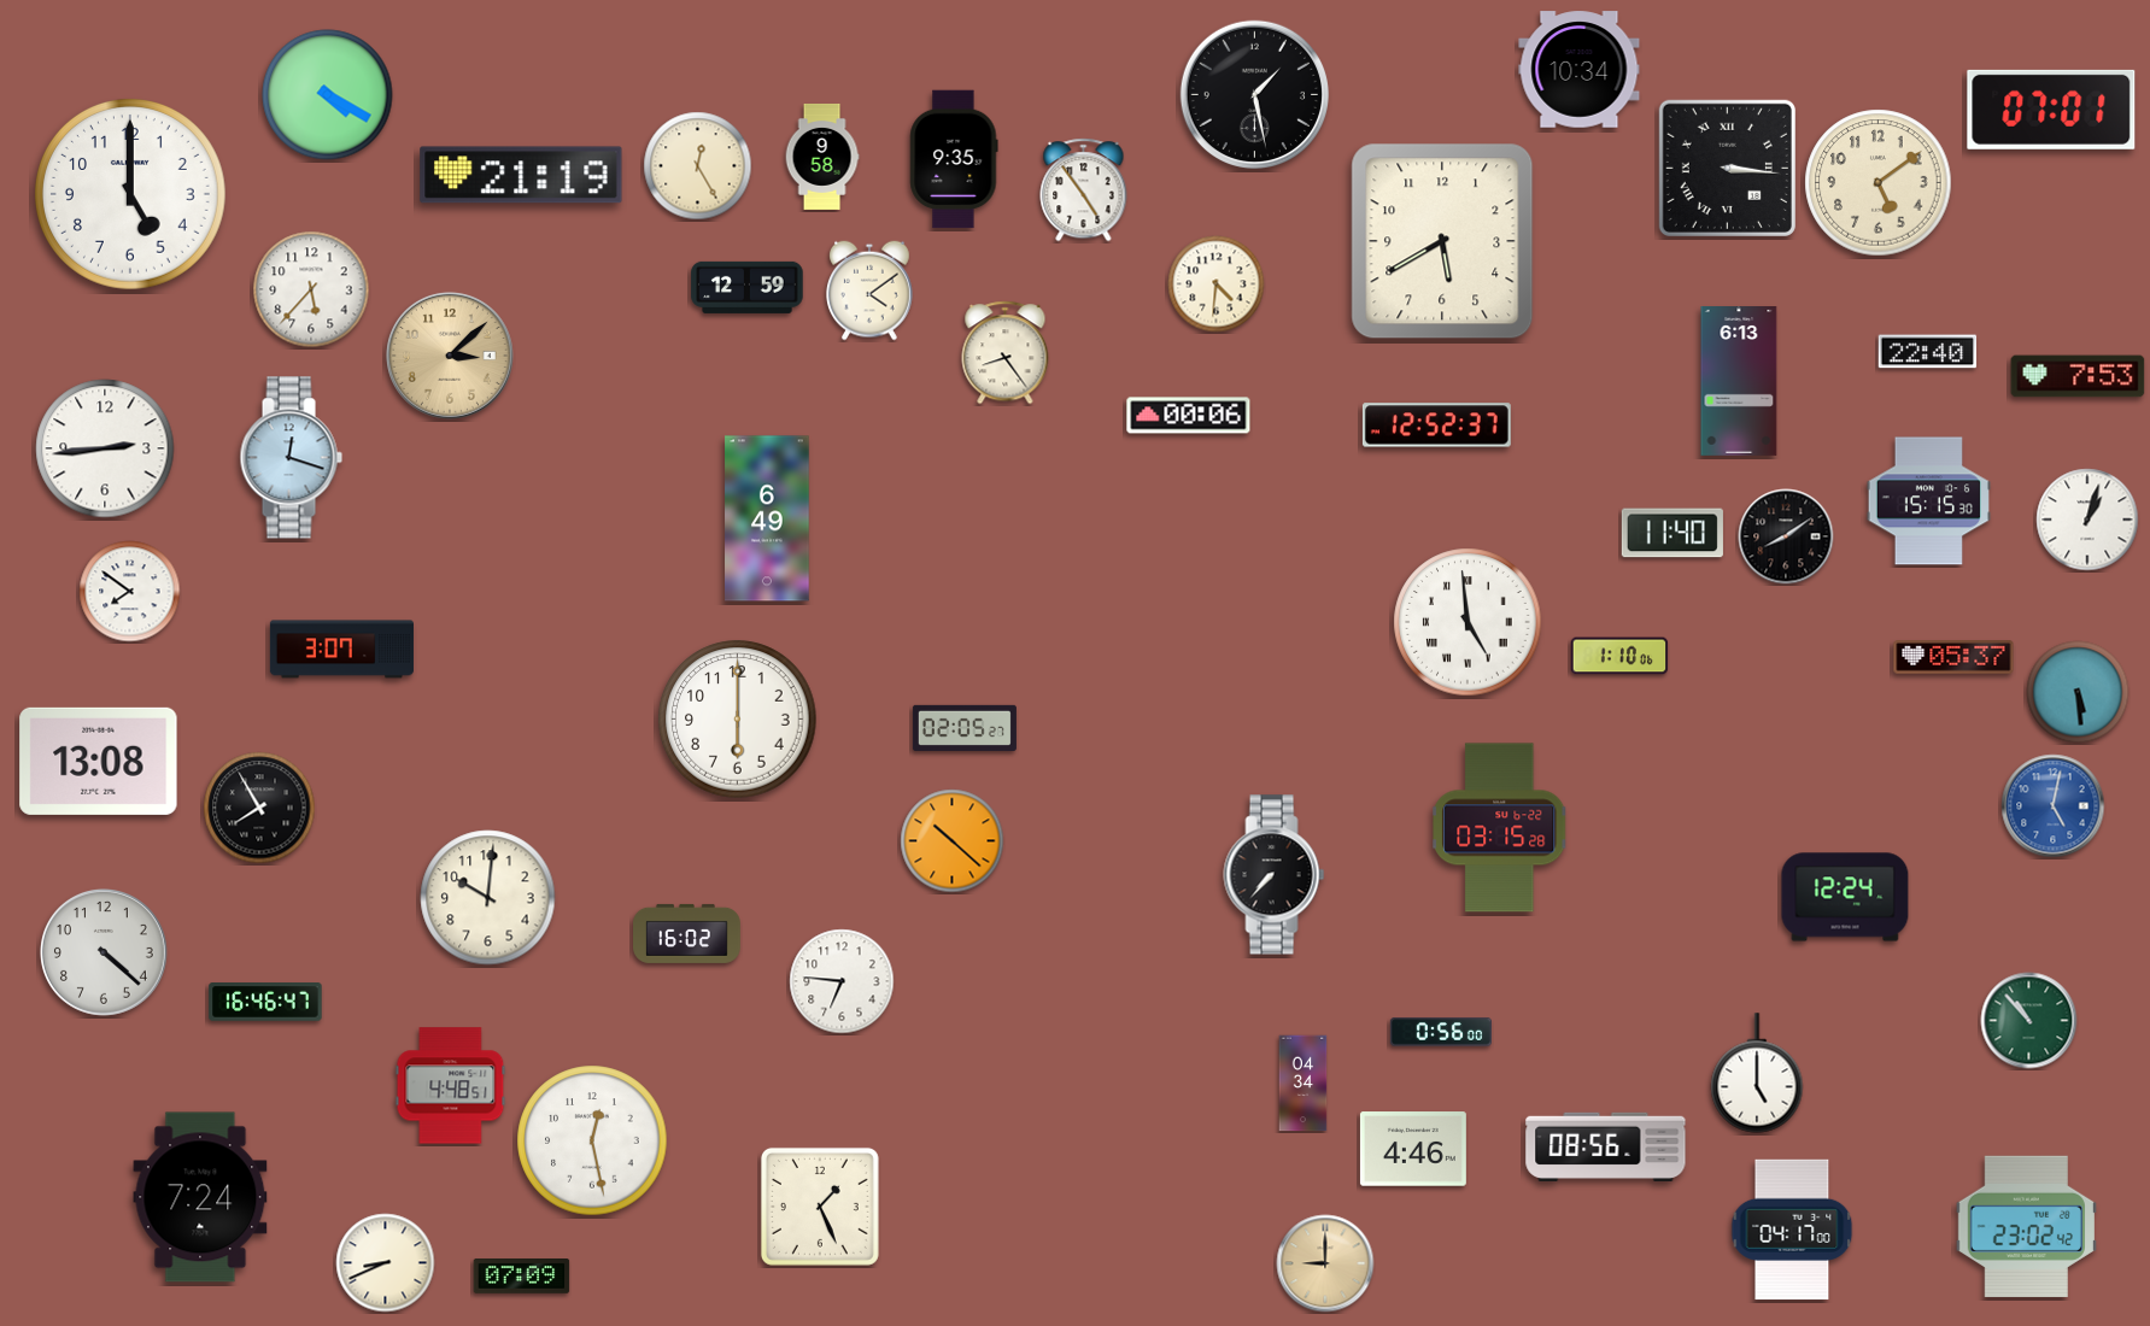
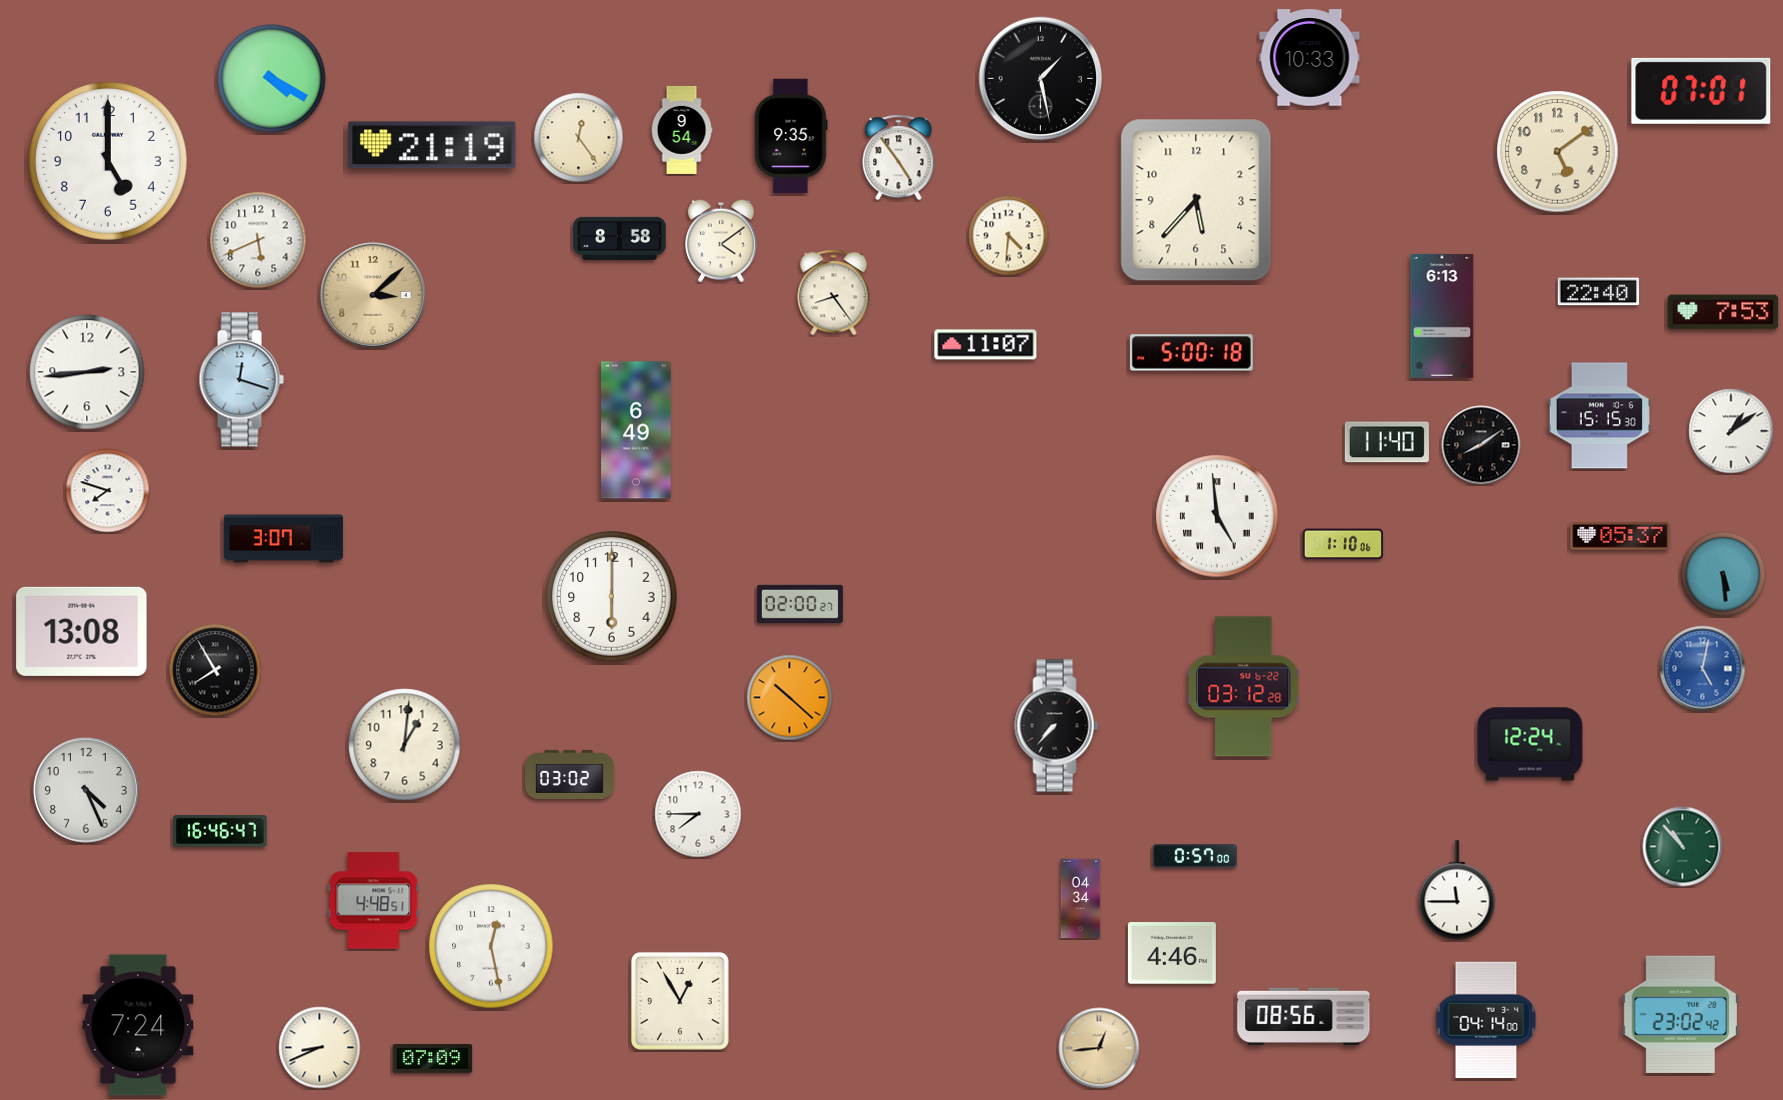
clock at (1580, 70): 10:34 -> 10:33
clock at (822, 157): 9:58 -> 9:54
clock at (954, 159) position: (954, 159) -> (791, 136)
clock at (698, 166): 12:25 -> 12:24
clock at (1727, 168): 3:16 -> none
clock at (1442, 241): 5:40 -> 5:37
clock at (748, 287): 12:59 -> 8:58
clock at (311, 289): 5:37 -> 5:41
clock at (1189, 416): 00:06 -> 11:07
clock at (1436, 426): 12:52 -> 5:00
clock at (2087, 520): 1:03 -> 1:09
clock at (130, 592): 7:51 -> 7:48
clock at (1953, 657) position: (1953, 657) -> (1620, 536)
clock at (965, 728): 02:05 -> 02:00
clock at (1500, 828): 03:15 -> 03:12
clock at (488, 898): 10:01 -> 1:01
clock at (687, 933): 16:02 -> 03:02
clock at (104, 952): 4:22 -> 4:26
clock at (842, 981): 6:46 -> 7:45
clock at (1441, 1032): 0:56 -> 0:57
clock at (1757, 1073): 5:00 -> 11:45
clock at (1606, 1146) position: (1606, 1146) -> (1304, 1016)
clock at (200, 1197) position: (200, 1197) -> (138, 1025)
clock at (820, 1207): 1:26 -> 12:55
clock at (2026, 1226) position: (2026, 1226) -> (1680, 1014)
clock at (1792, 1230): 04:17 -> 04:14
clock at (1325, 1263): 9:00 -> 12:44
